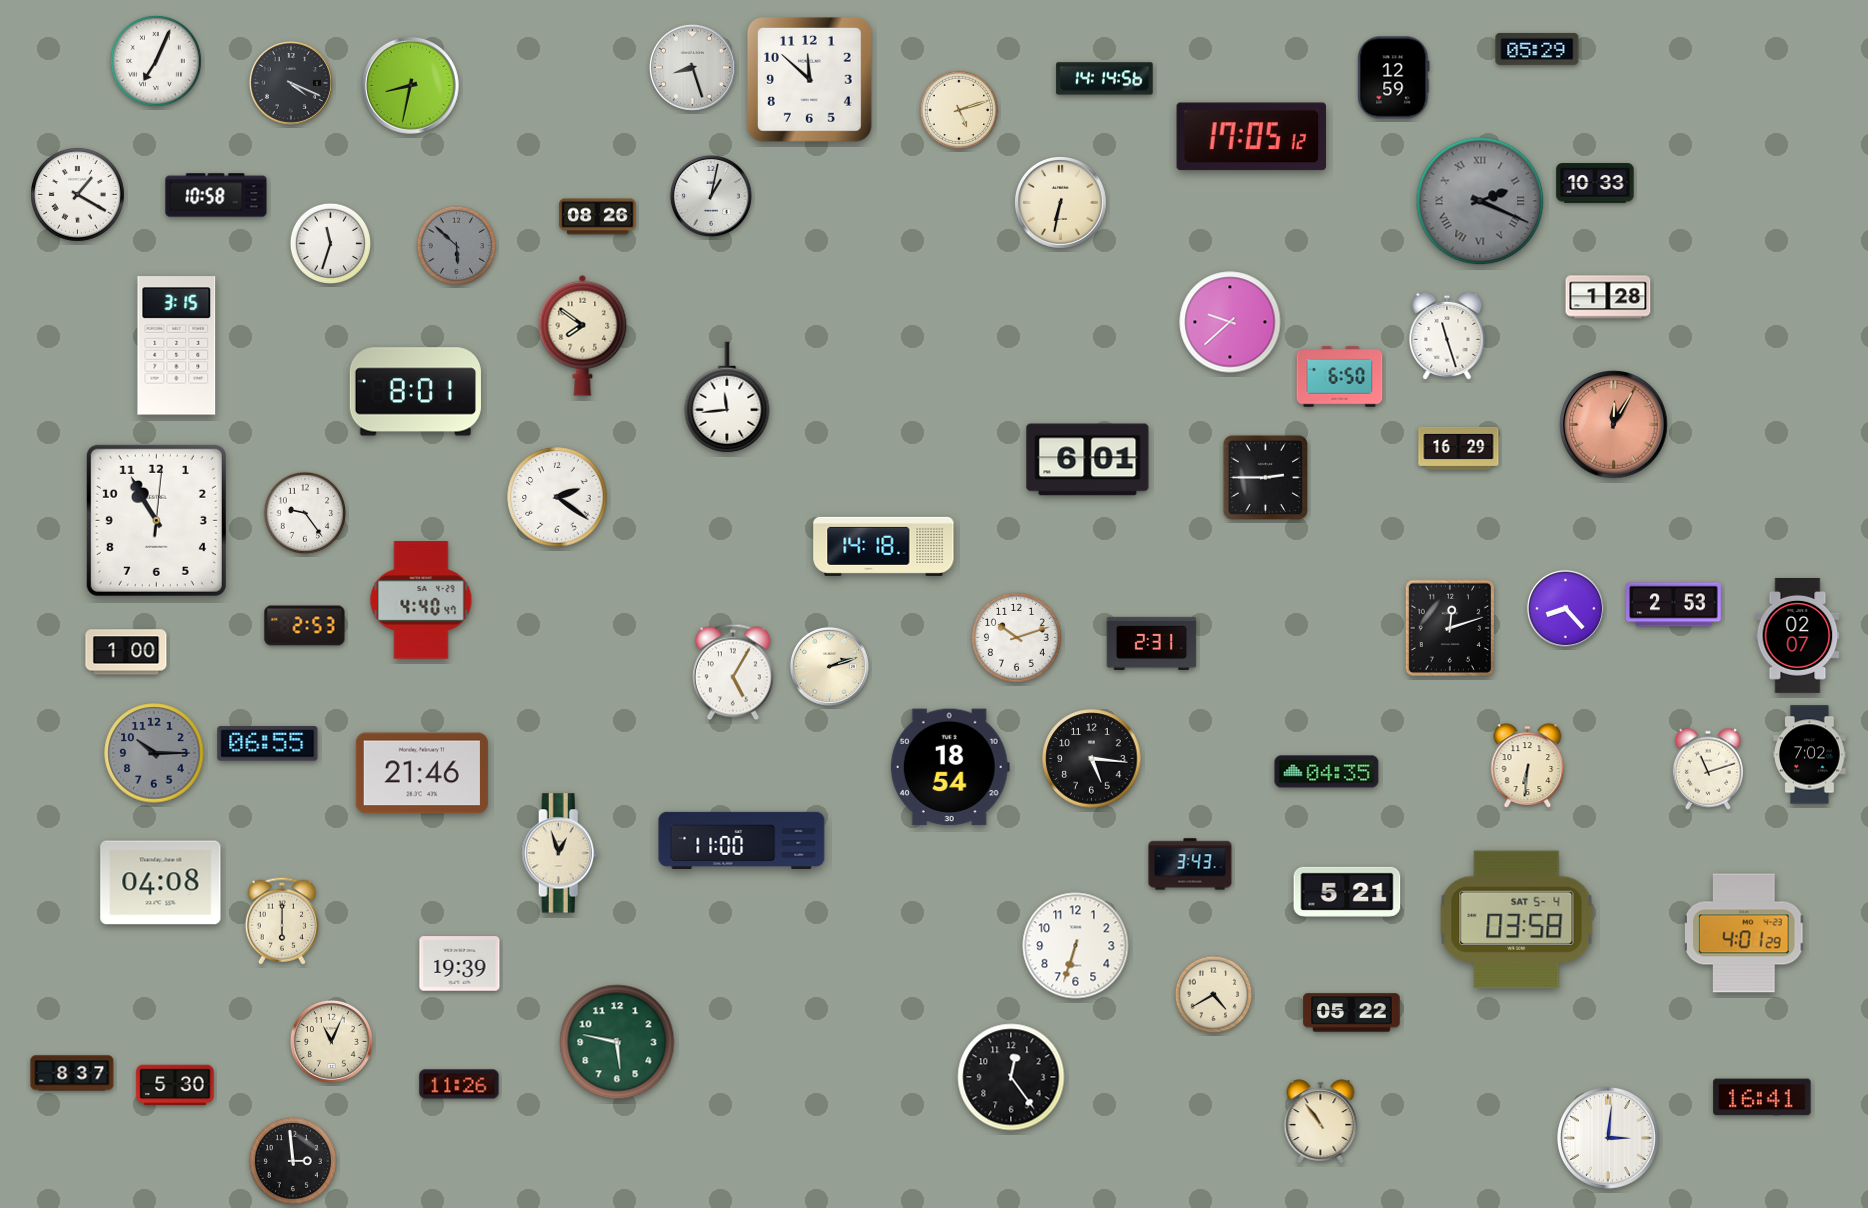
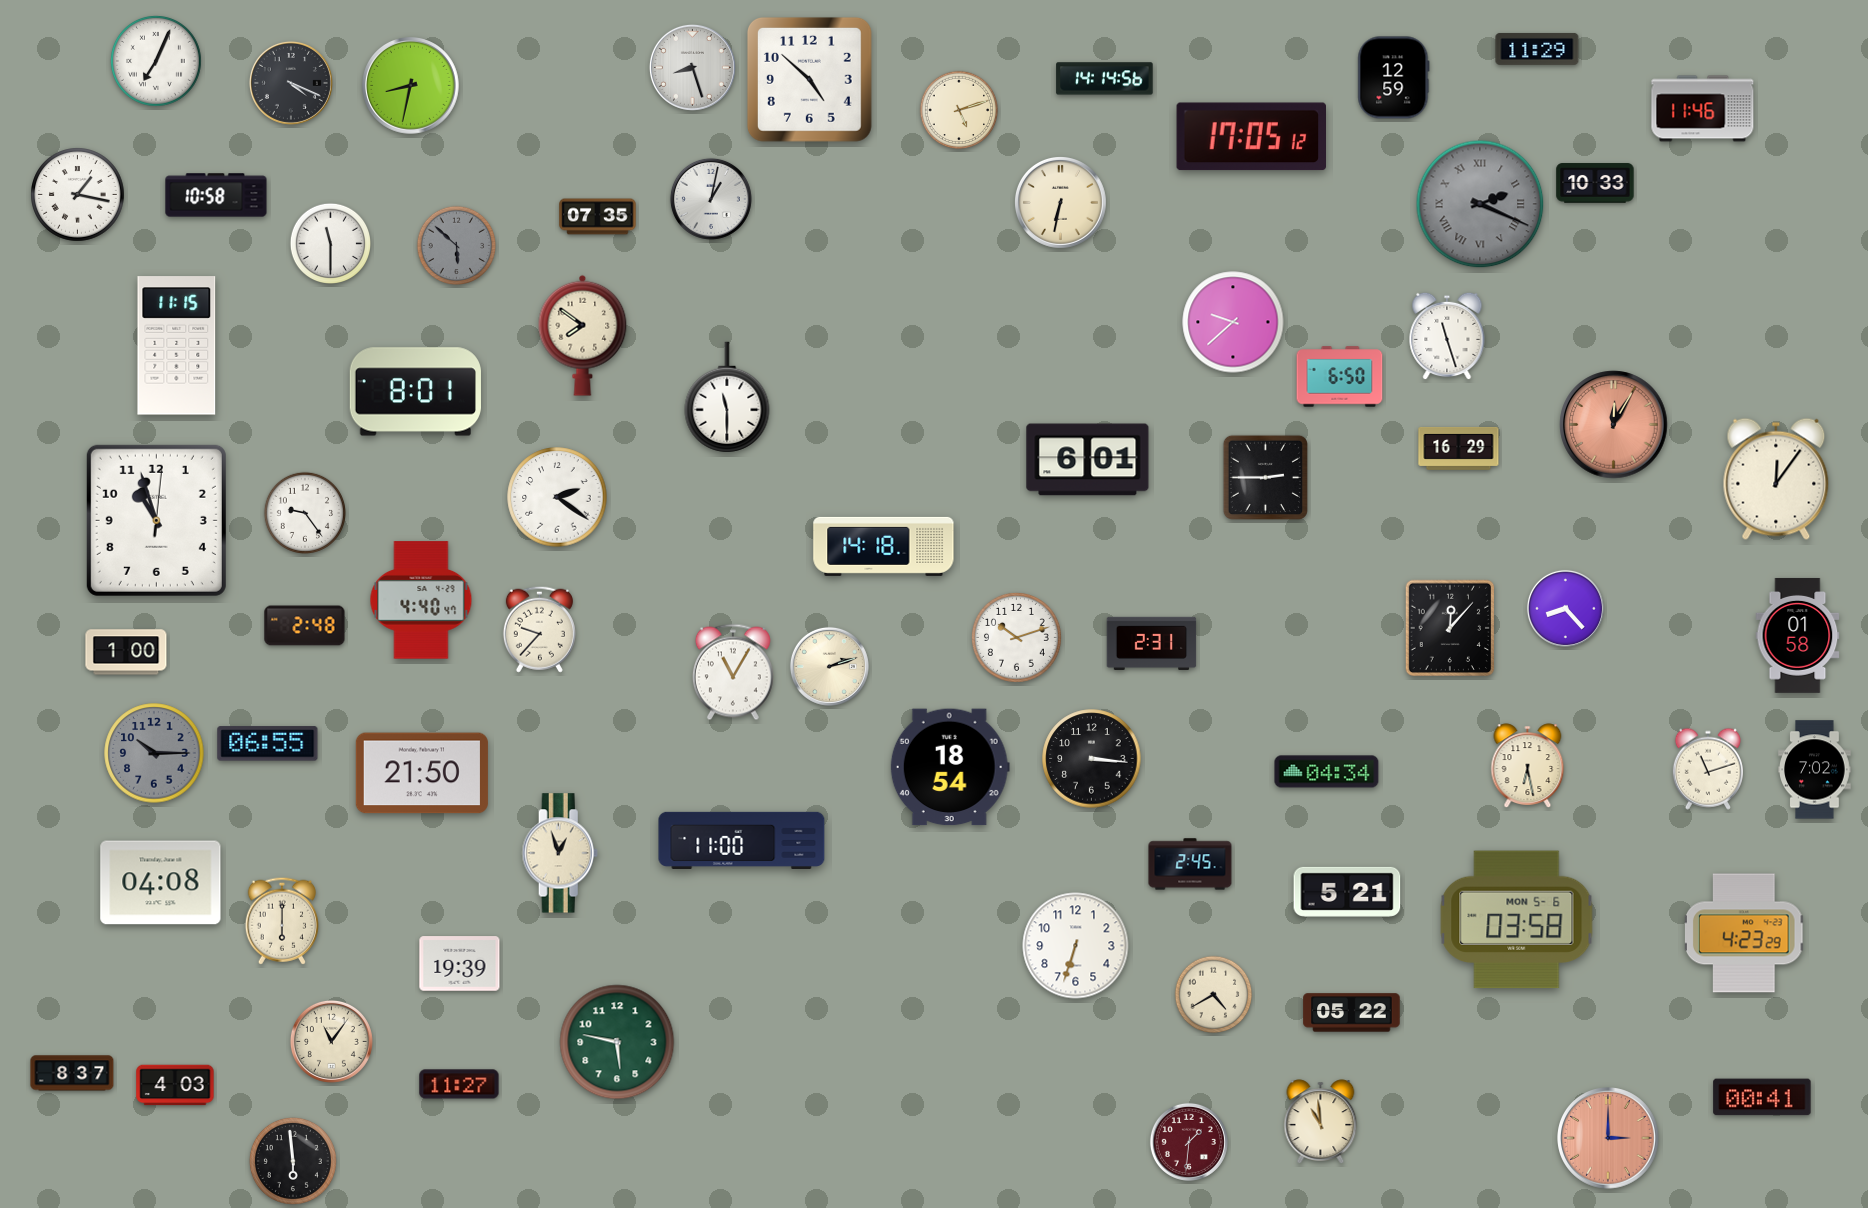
clock at (1537, 49): 05:29 -> 11:29
clock at (809, 79): 11:52 -> 4:52
clock at (1703, 109): none -> 11:46
clock at (78, 195): 1:20 -> 1:17
clock at (711, 196) position: (711, 196) -> (711, 199)
clock at (1480, 201) position: (1480, 201) -> (1480, 204)
clock at (598, 217): 08:26 -> 07:35
clock at (330, 243): 11:33 -> 11:30
clock at (1608, 297): 1:28 -> none
clock at (1230, 322) position: (1230, 322) -> (1233, 322)
clock at (177, 346): 3:15 -> 11:15
clock at (727, 397): 11:44 -> 11:30
clock at (1776, 479): none -> 12:06
clock at (156, 520): 10:55 -> 10:57
clock at (1674, 605): 2:53 -> none
clock at (305, 626): 2:53 -> 2:48
clock at (1449, 628): 12:12 -> 12:07
clock at (539, 629): none -> 9:37
clock at (1798, 635): 02:07 -> 01:58
clock at (733, 672): 5:05 -> 11:05
clock at (1810, 755) position: (1810, 755) -> (1815, 770)
clock at (1092, 759): 5:16 -> 3:16
clock at (1528, 766): 6:31 -> 6:28
clock at (1327, 772): 04:35 -> 04:34
clock at (422, 773): 21:46 -> 21:50
clock at (1190, 864): 3:43 -> 2:45
clock at (1517, 920) date: SAT 5-4 -> MON 5-6
clock at (1744, 933): 4:01 -> 4:23
clock at (331, 1041): 11:04 -> 11:06
clock at (1011, 1077): 12:24 -> none
clock at (459, 1084): 11:26 -> 11:27
clock at (175, 1085): 5:30 -> 4:03
clock at (1762, 1097): 16:41 -> 00:41
clock at (1321, 1122): 10:54 -> 10:59
clock at (1608, 1138): 3:01 -> 3:00
clock at (1608, 1138) dial: white -> salmon
clock at (1189, 1142): none -> 1:31
clock at (293, 1161): 2:59 -> 5:59
